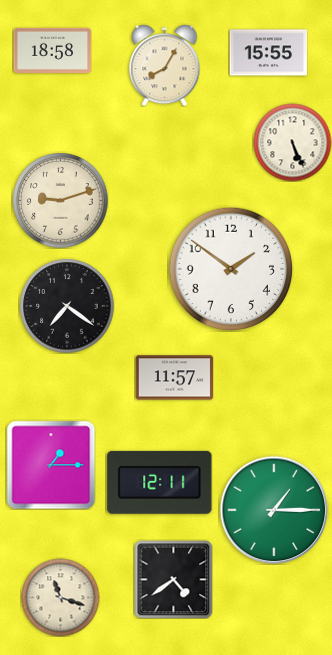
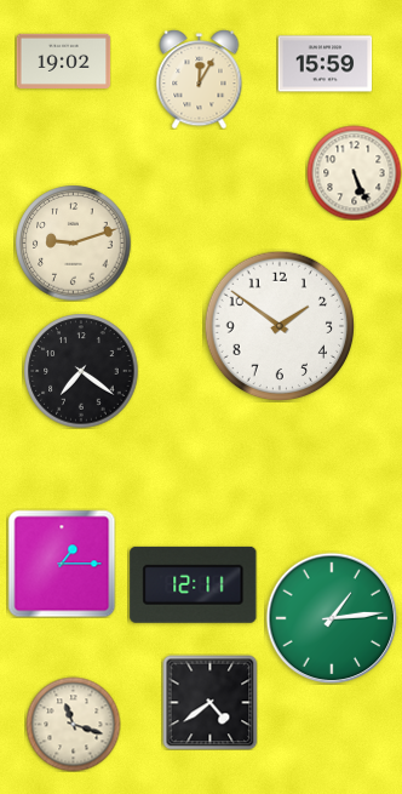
clock at (52, 50): 18:58 -> 19:02
clock at (268, 53): 15:55 -> 15:59
clock at (165, 65): 8:05 -> 12:05
clock at (174, 378): 11:57 -> none
clock at (274, 510): 1:15 -> 1:14
